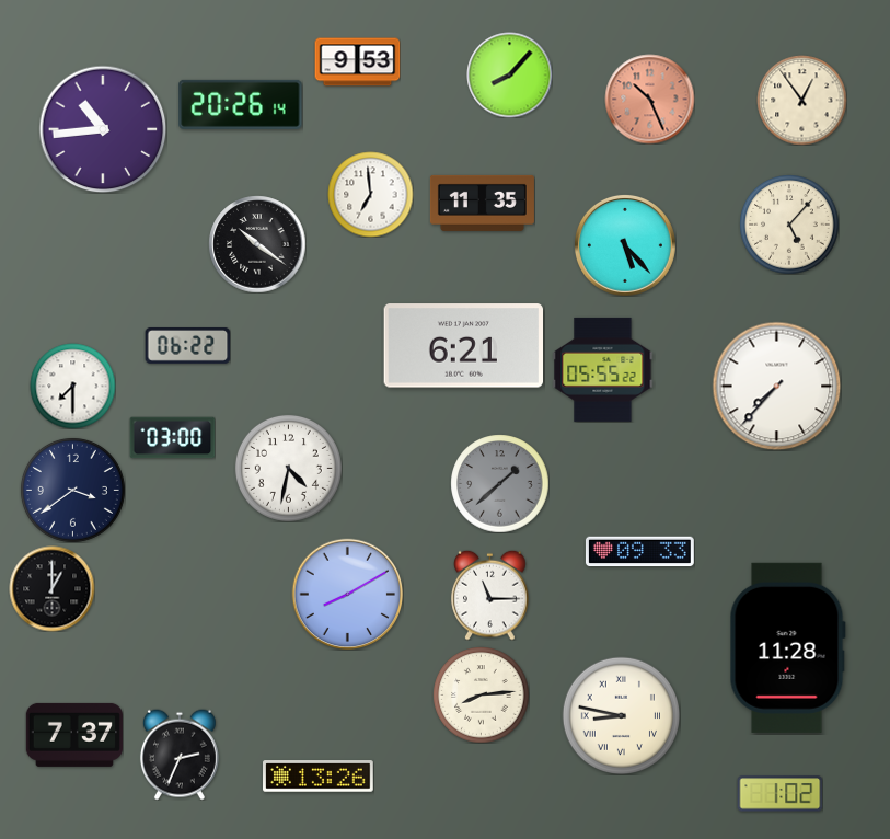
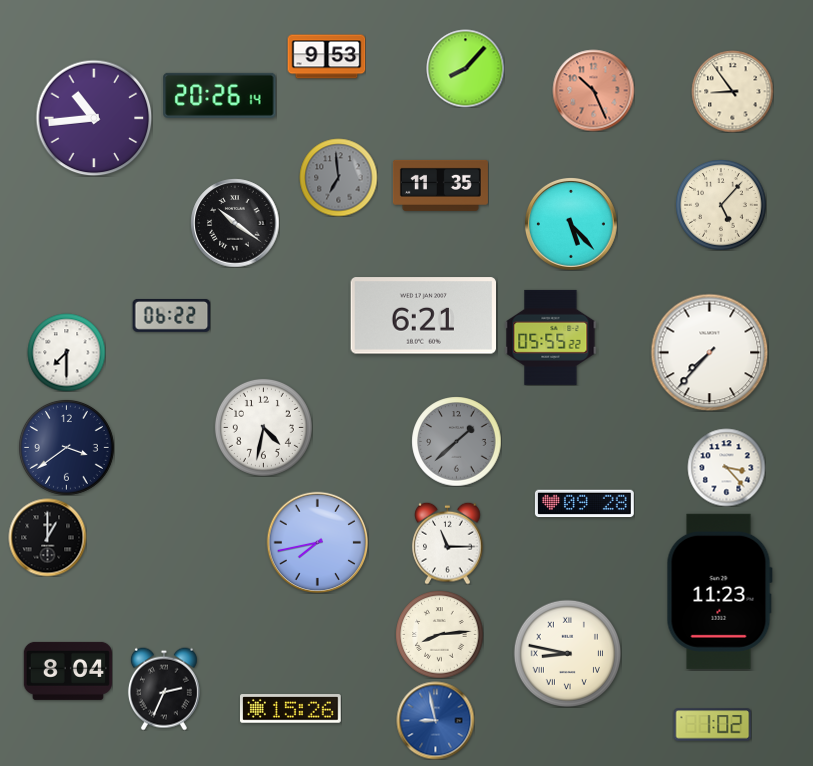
clock at (801, 100): 12:54 -> 8:54
clock at (370, 194) dial: white -> grey
clock at (172, 438): 03:00 -> none
clock at (726, 467): none -> 3:23
clock at (639, 552): 09:33 -> 09:28
clock at (347, 594): 8:10 -> 7:43
clock at (787, 647): 11:28 -> 11:23
clock at (74, 735): 7:37 -> 8:04
clock at (319, 777): 13:26 -> 15:26
clock at (435, 720): none -> 8:58
